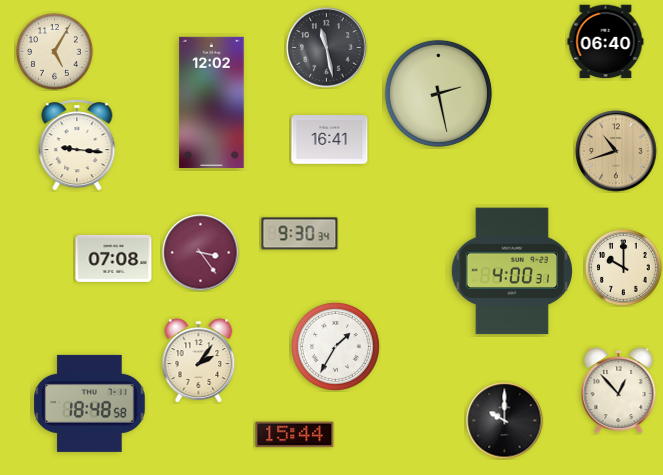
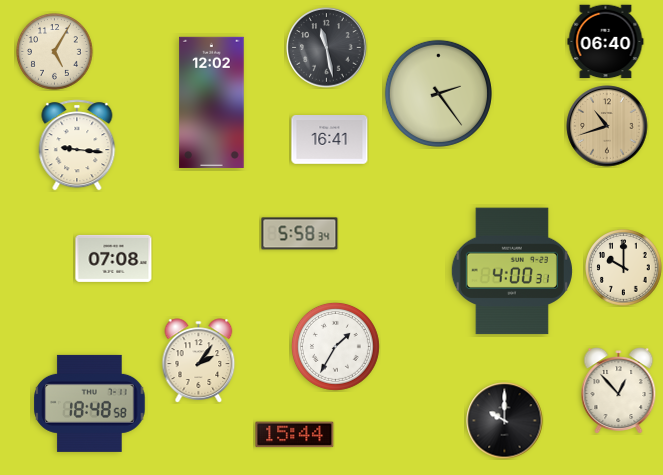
clock at (438, 93): 2:28 -> 2:24
clock at (616, 151) position: (616, 151) -> (607, 126)
clock at (300, 234): 9:30 -> 5:58
clock at (201, 253): 3:24 -> none
